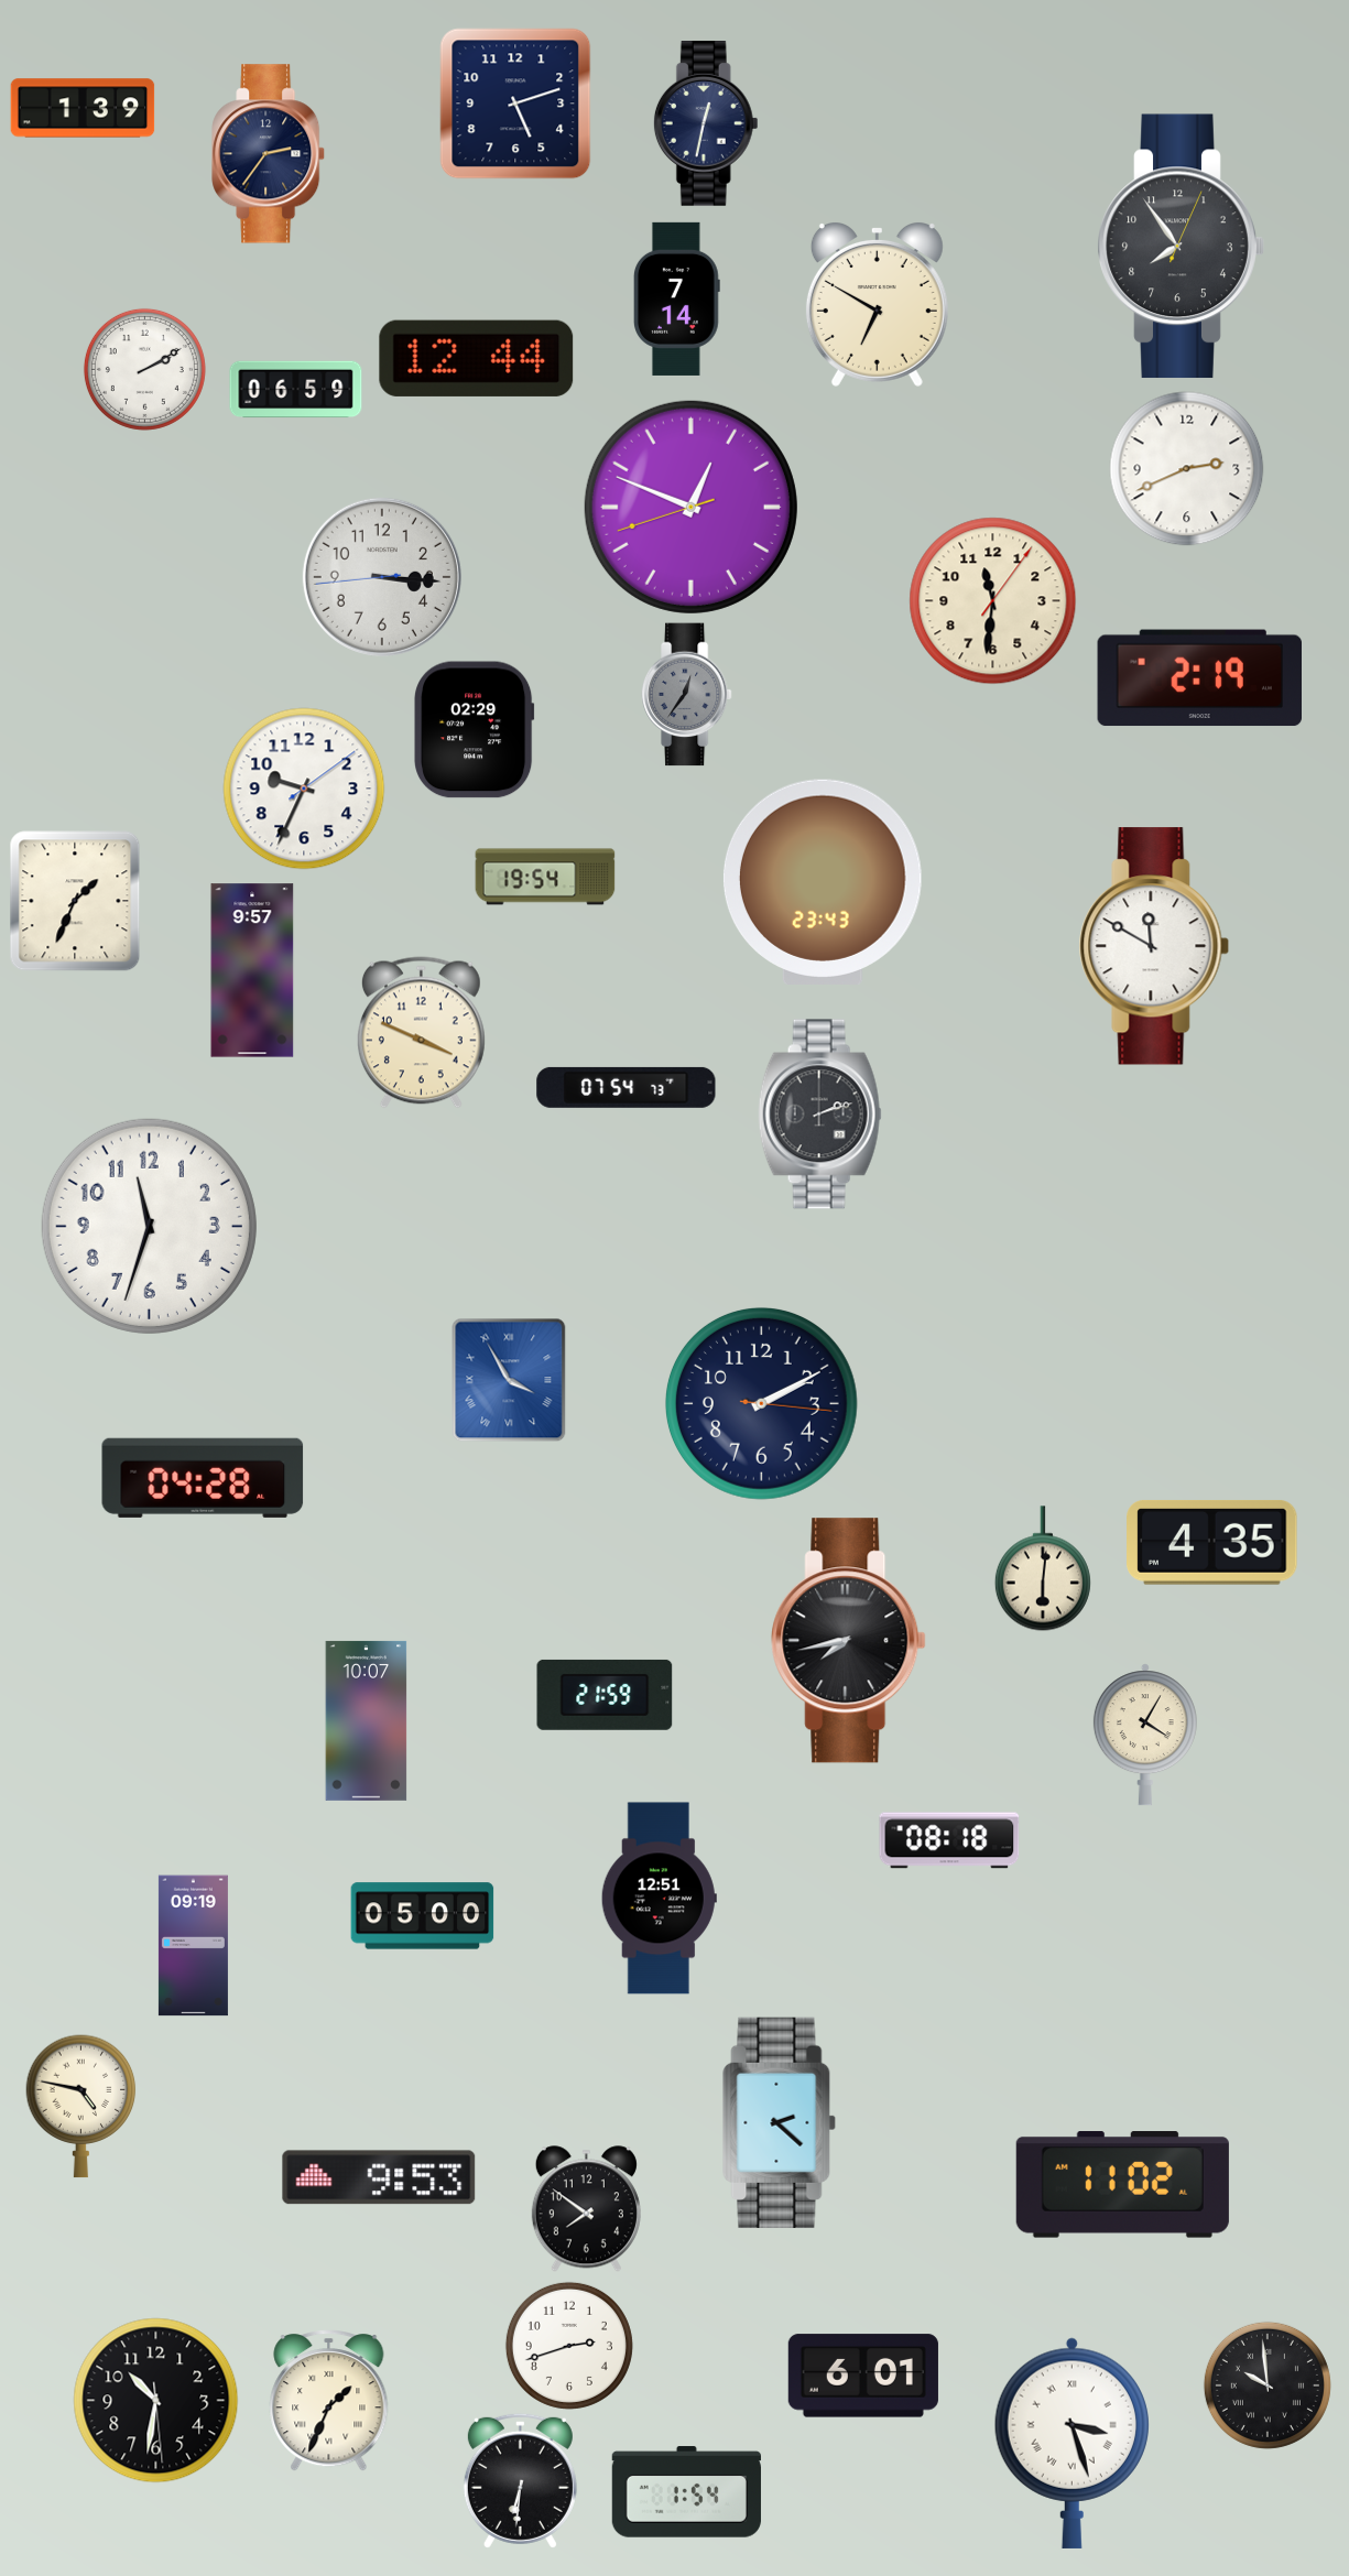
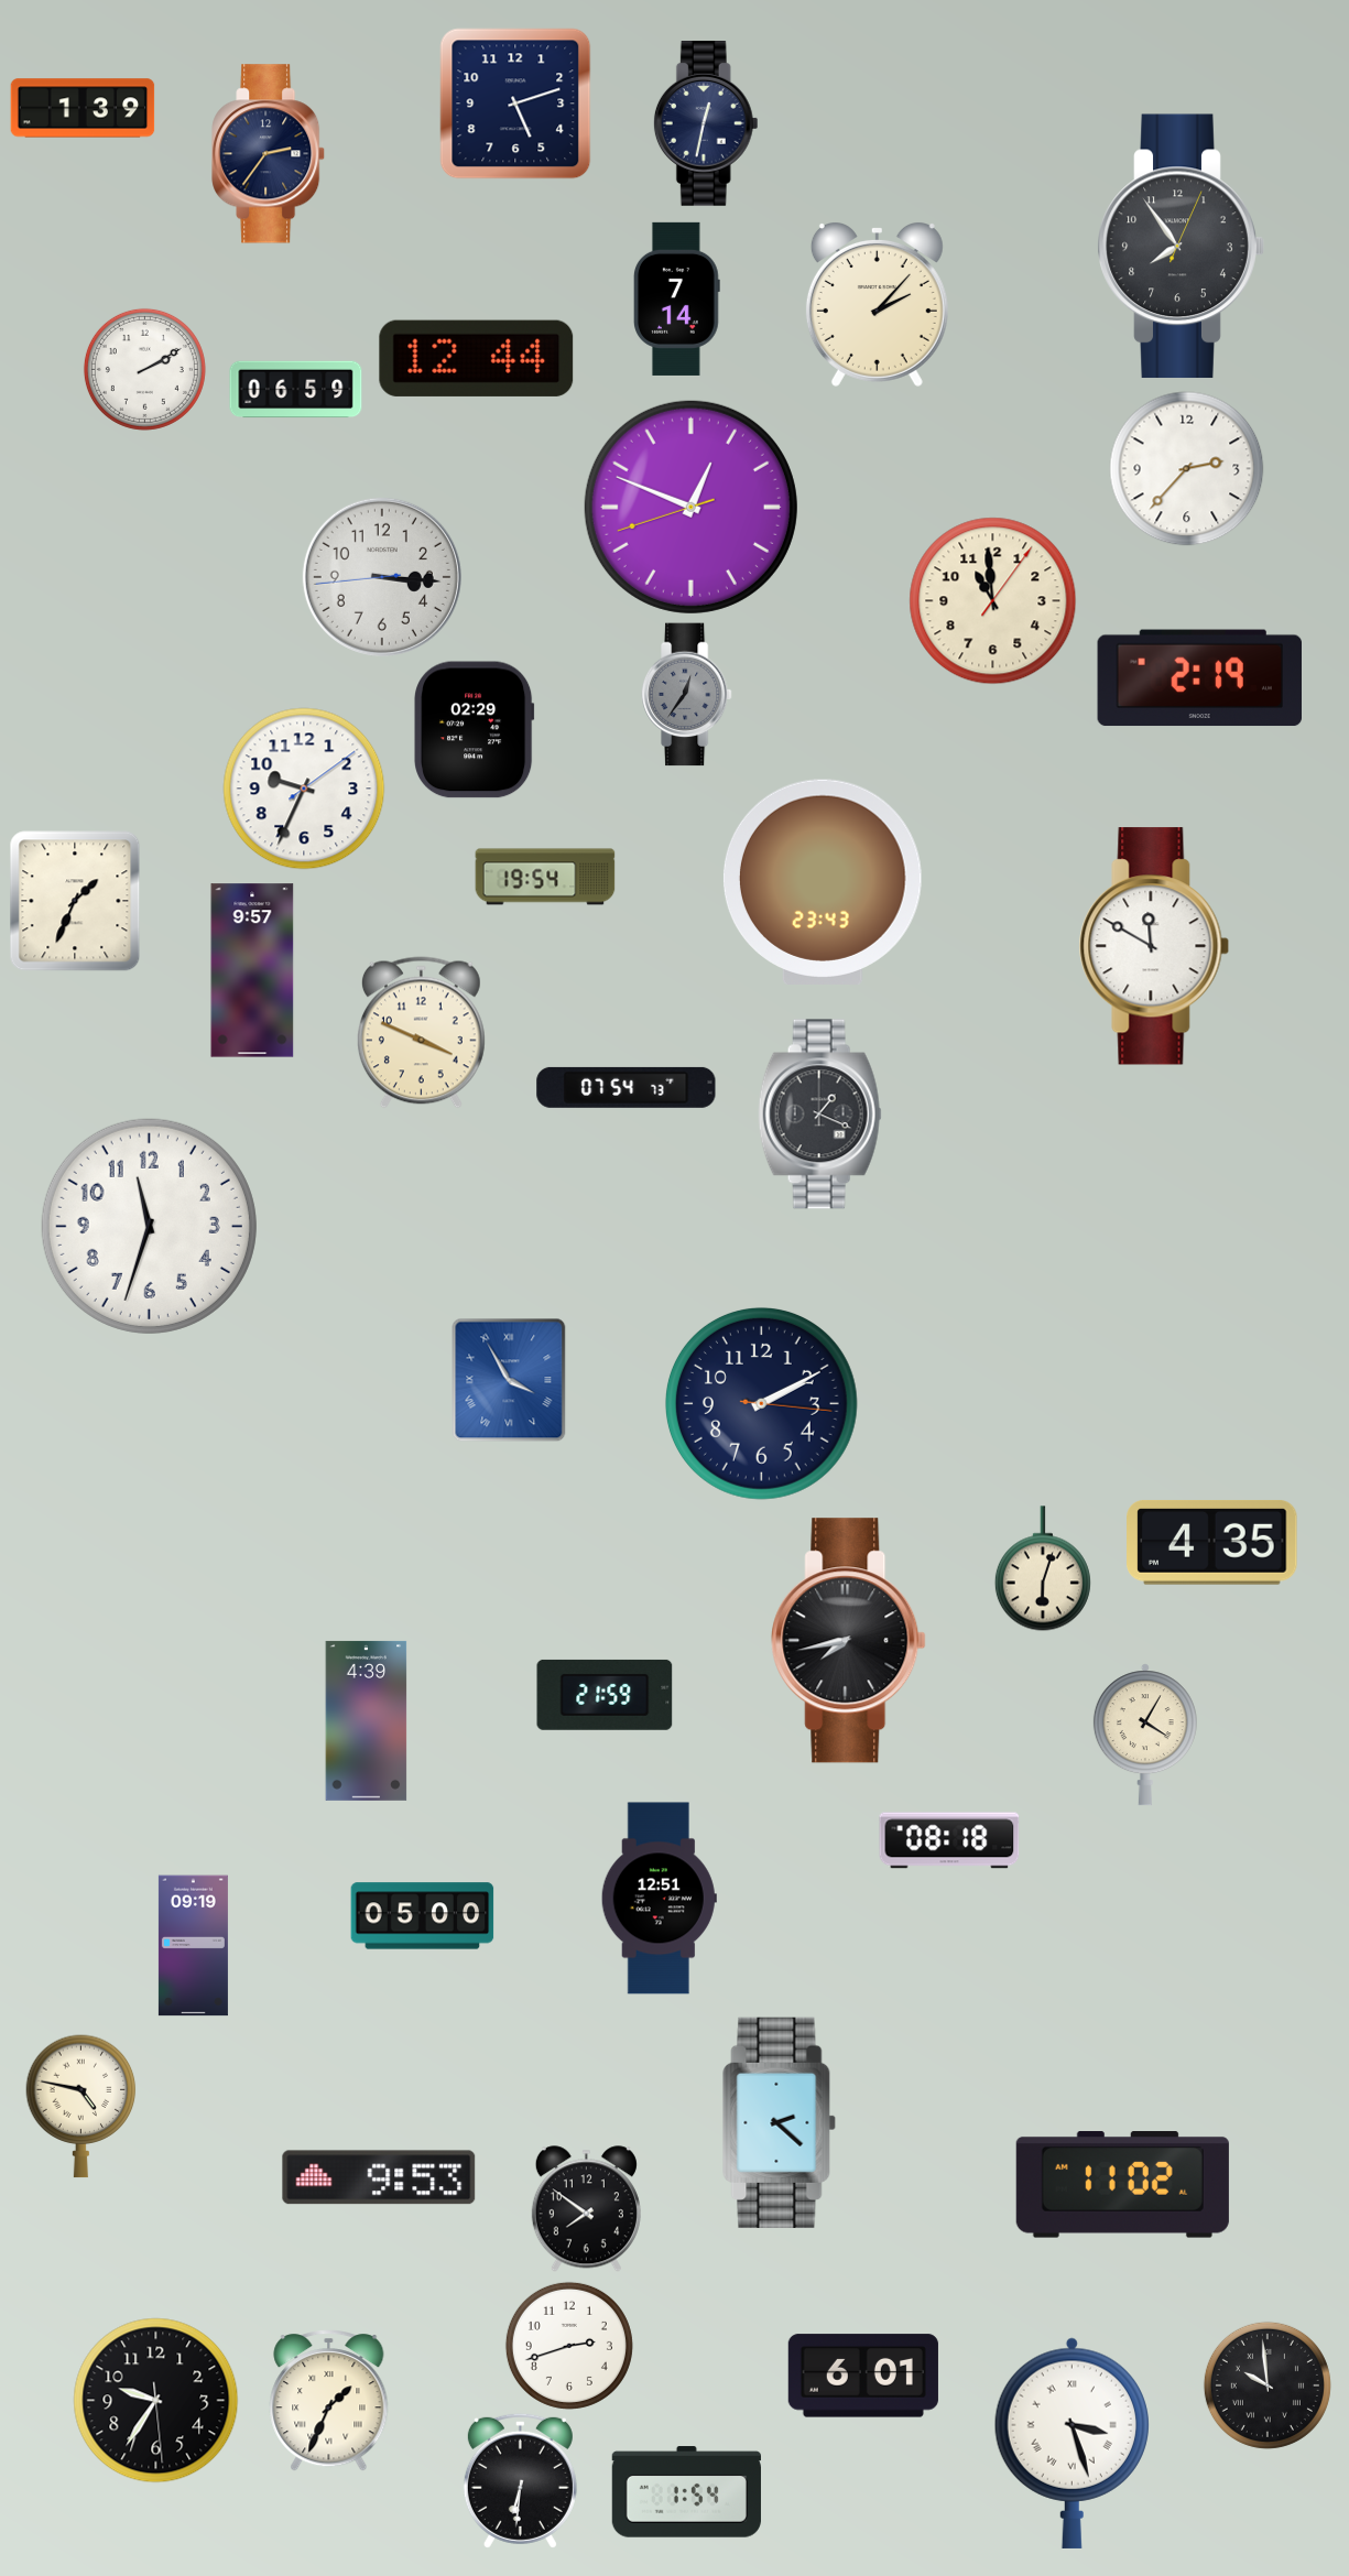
clock at (877, 305): 6:50 -> 2:07
clock at (1187, 469): 2:41 -> 2:37
clock at (993, 601): 11:31 -> 10:59
clock at (819, 1115): 2:12 -> 1:19
clock at (203, 1478): 04:28 -> none
clock at (1043, 1568): 6:01 -> 6:03
clock at (367, 1720): 10:07 -> 4:39
clock at (156, 2401): 10:31 -> 9:35
